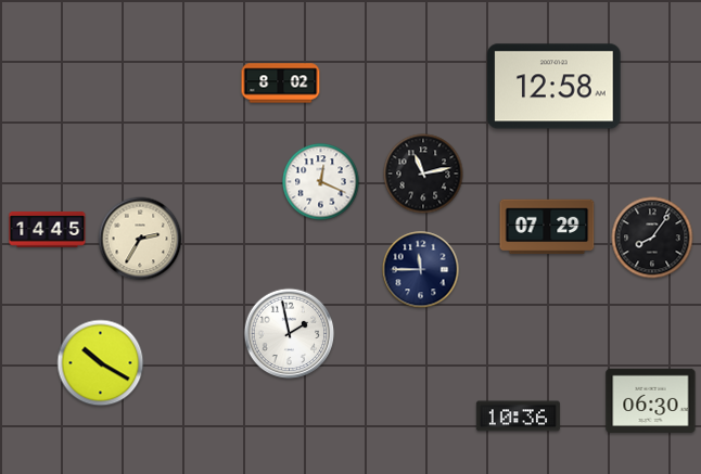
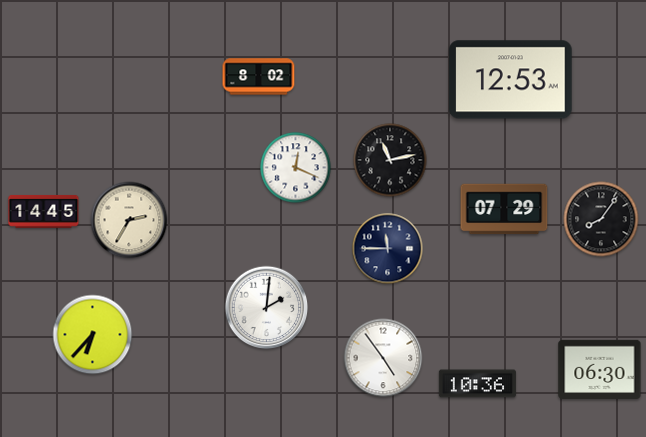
clock at (555, 87): 12:58 -> 12:53
clock at (290, 334): 1:58 -> 2:01
clock at (101, 363): 10:20 -> 6:37
clock at (383, 358): none -> 4:54
